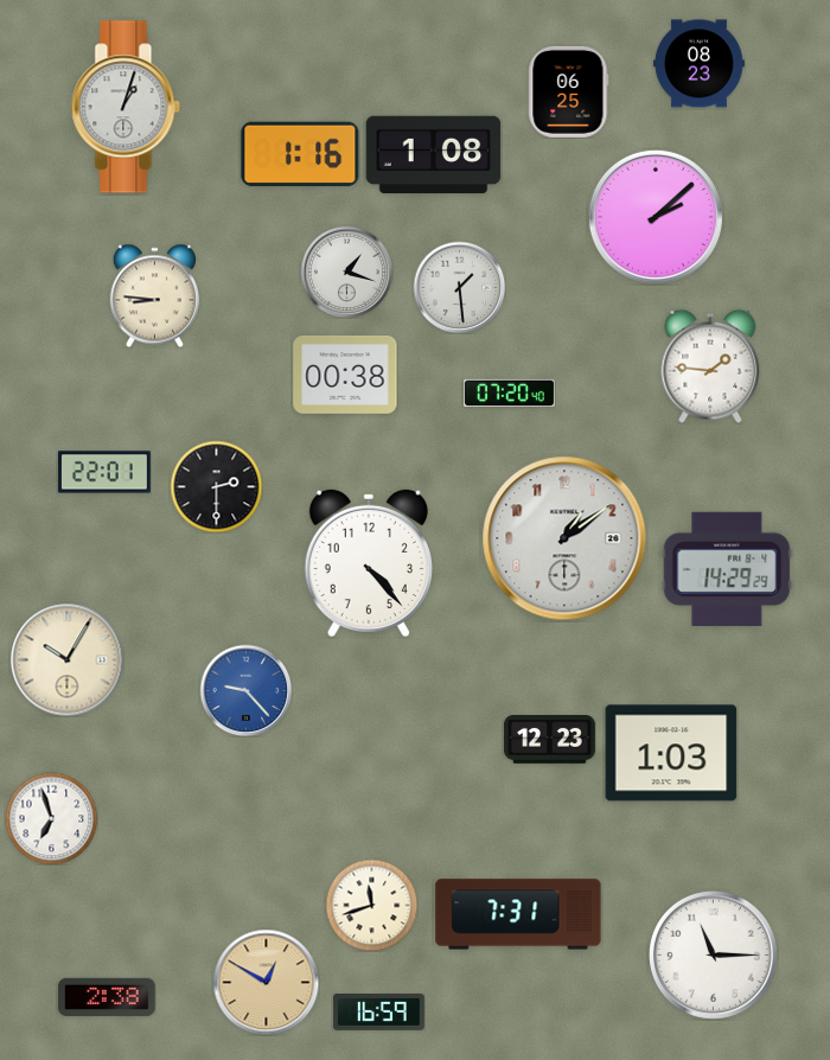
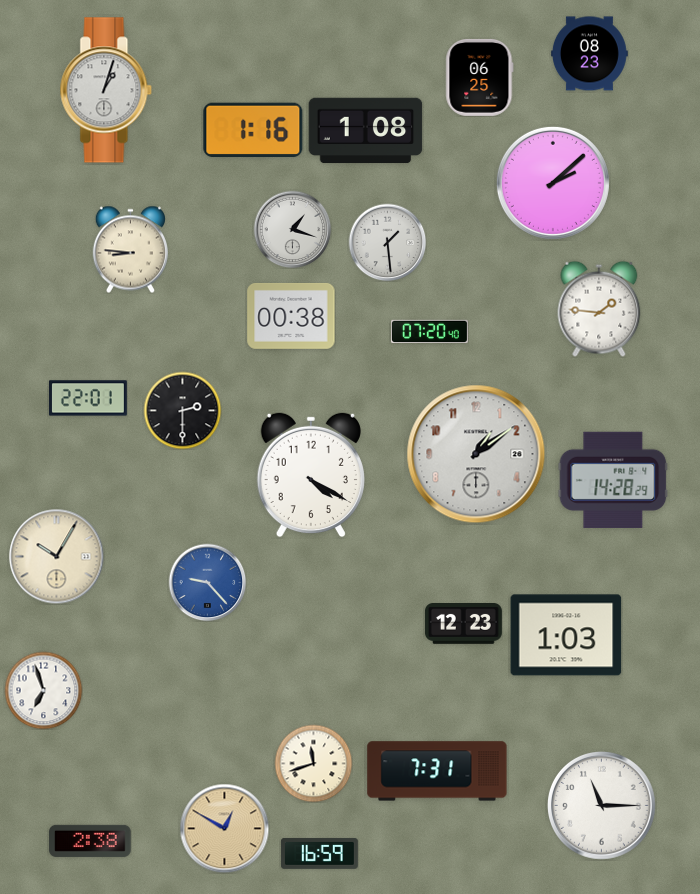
clock at (369, 563): 4:23 -> 4:20
clock at (727, 569): 14:29 -> 14:28
